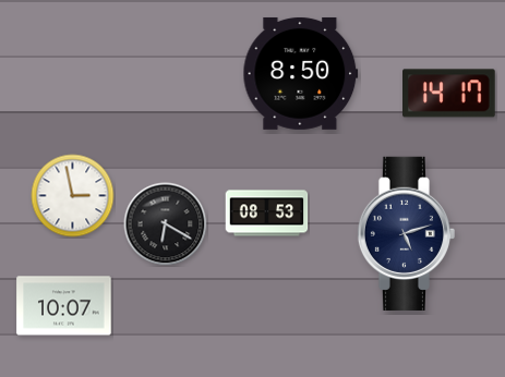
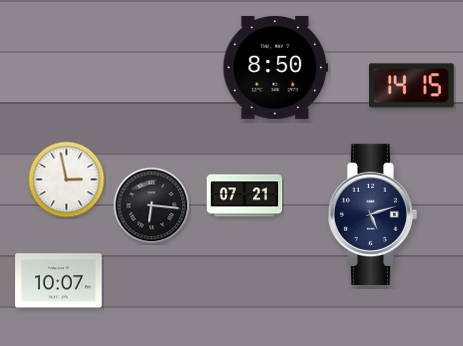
clock at (449, 94): 14:17 -> 14:15
clock at (267, 214): 08:53 -> 07:21
clock at (166, 224): 6:20 -> 6:16
